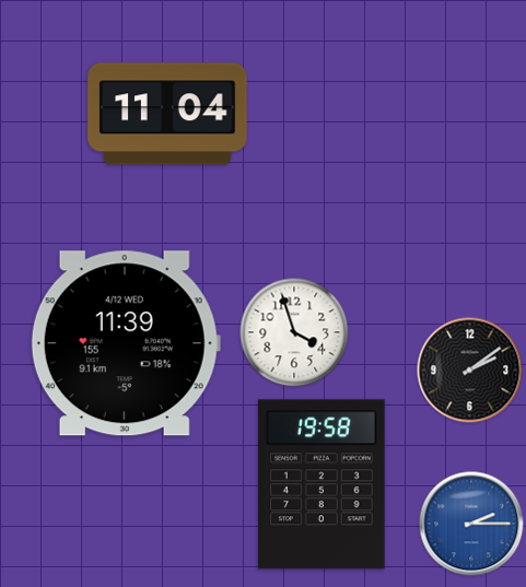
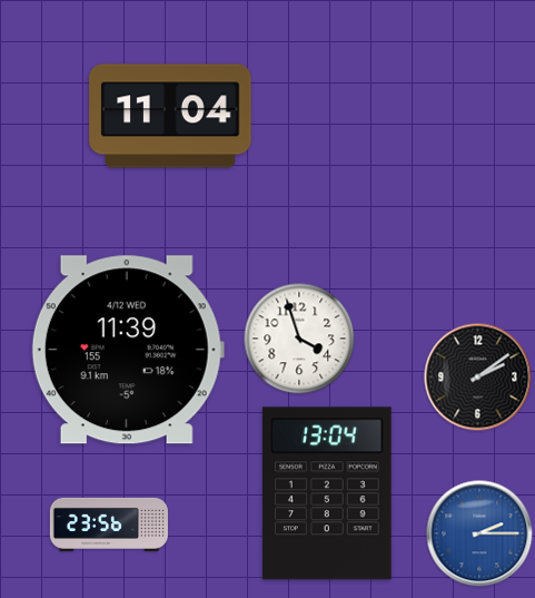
clock at (323, 484): 19:58 -> 13:04
clock at (109, 525): none -> 23:56
